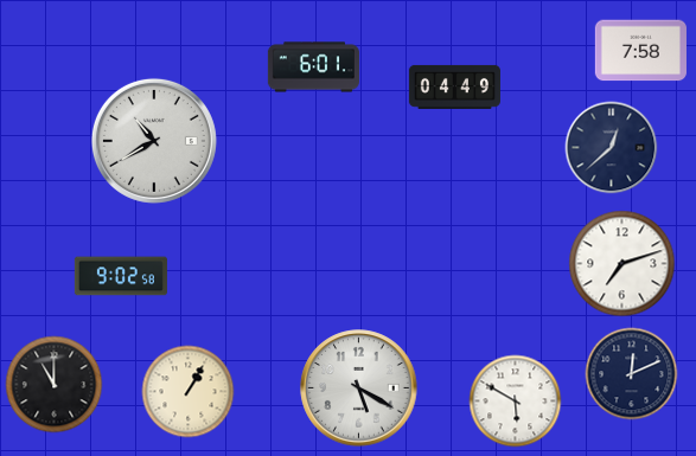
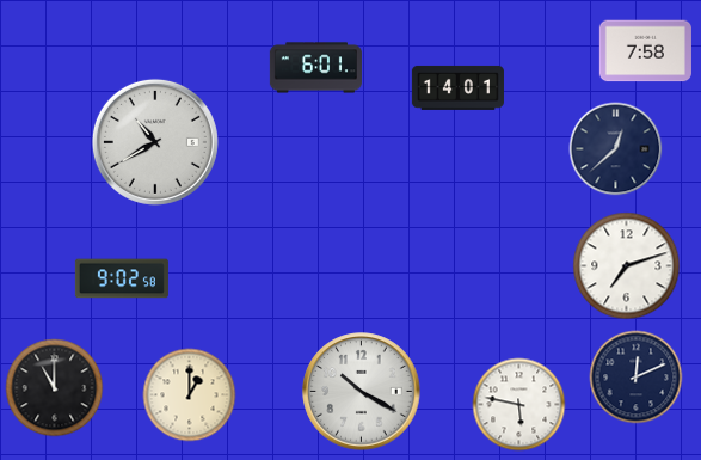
clock at (454, 86): 04:49 -> 14:01
clock at (359, 388): 5:20 -> 10:20
clock at (187, 391): 1:05 -> 1:00
clock at (515, 400): 5:50 -> 5:47
